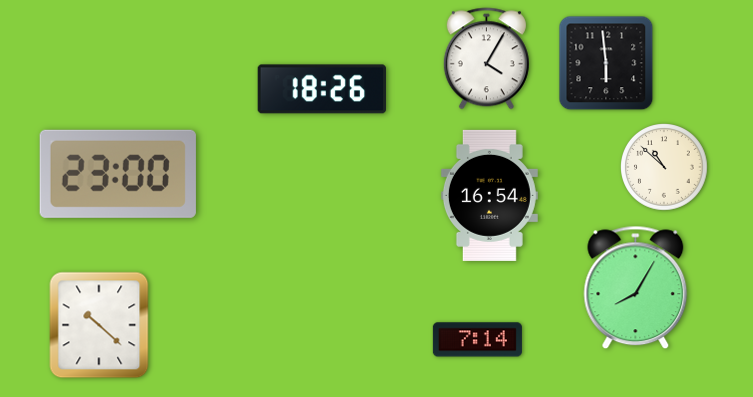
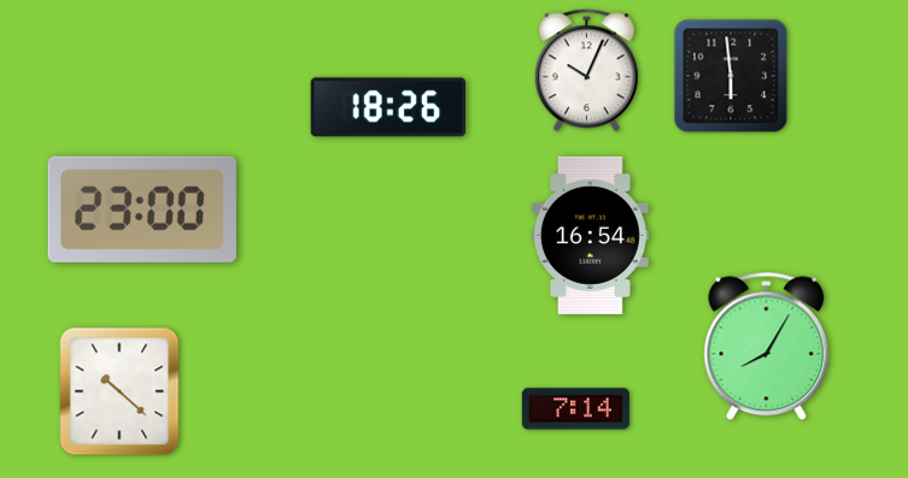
clock at (486, 59): 4:05 -> 10:04
clock at (665, 168): 10:52 -> none
